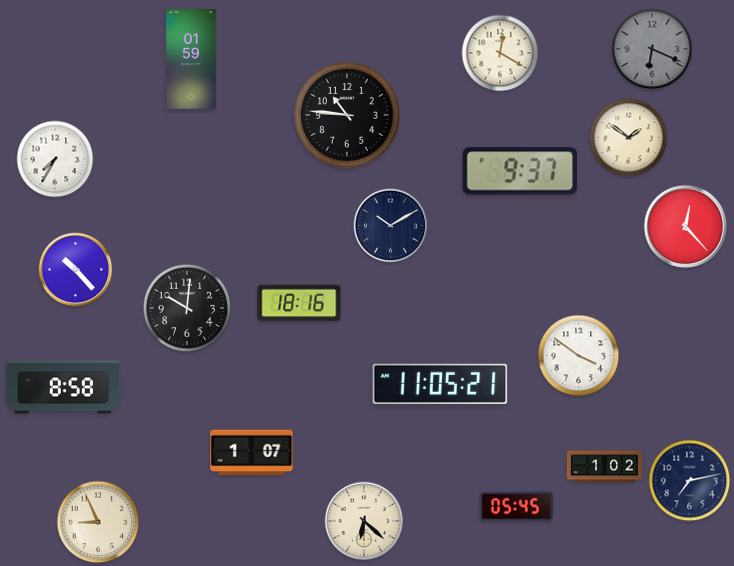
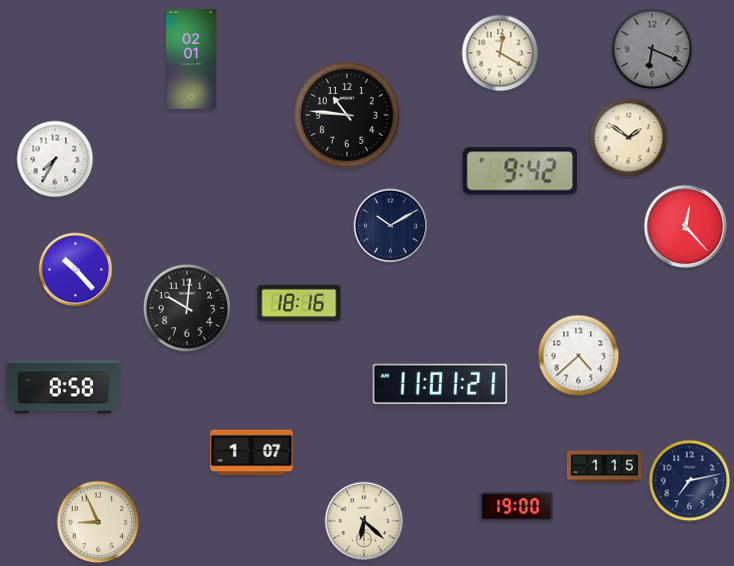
clock at (192, 59): 01:59 -> 02:01
clock at (519, 171): 9:37 -> 9:42
clock at (579, 356): 3:51 -> 4:38
clock at (440, 384): 11:05 -> 11:01
clock at (604, 467): 1:02 -> 1:15
clock at (516, 507): 05:45 -> 19:00
